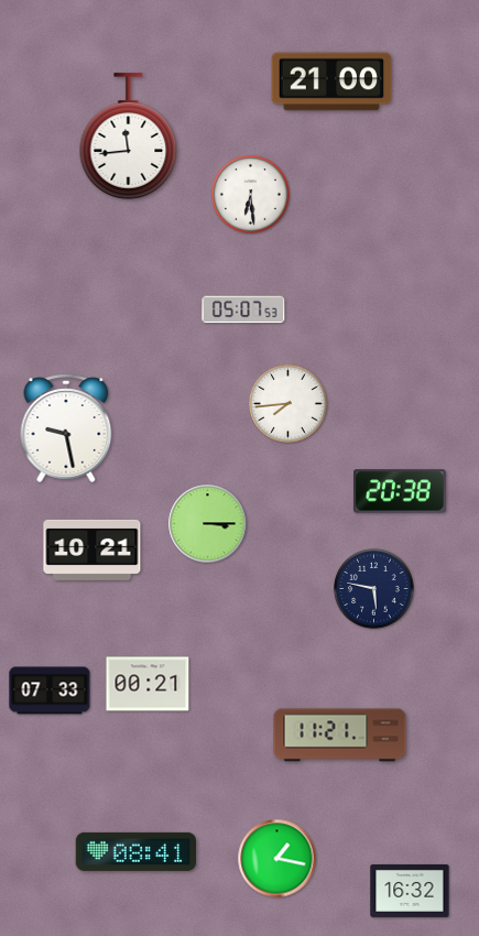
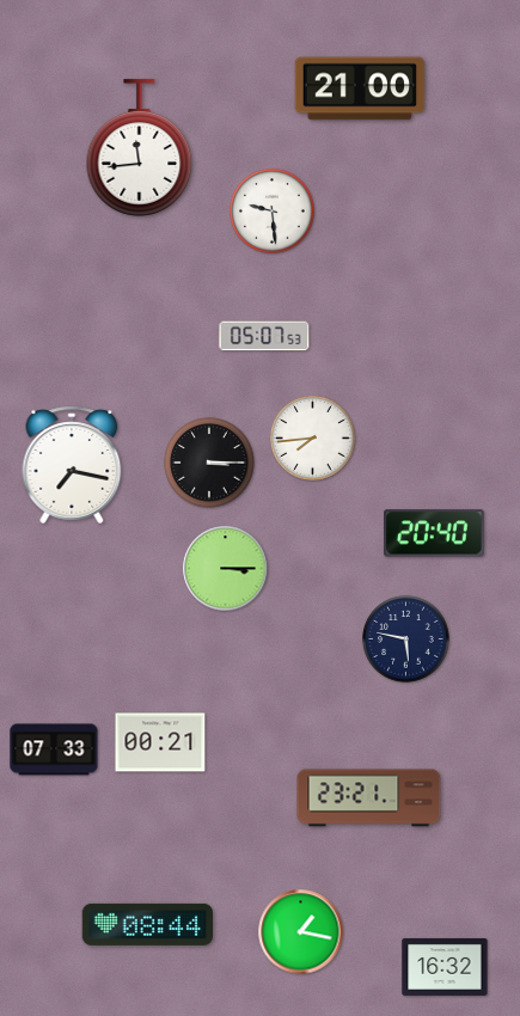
clock at (251, 195): 6:29 -> 9:29
clock at (209, 463): none -> 3:15
clock at (66, 428): 9:28 -> 7:17
clock at (401, 491): 20:38 -> 20:40
clock at (92, 549): 10:21 -> none
clock at (340, 736): 11:21 -> 23:21
clock at (135, 851): 08:41 -> 08:44
